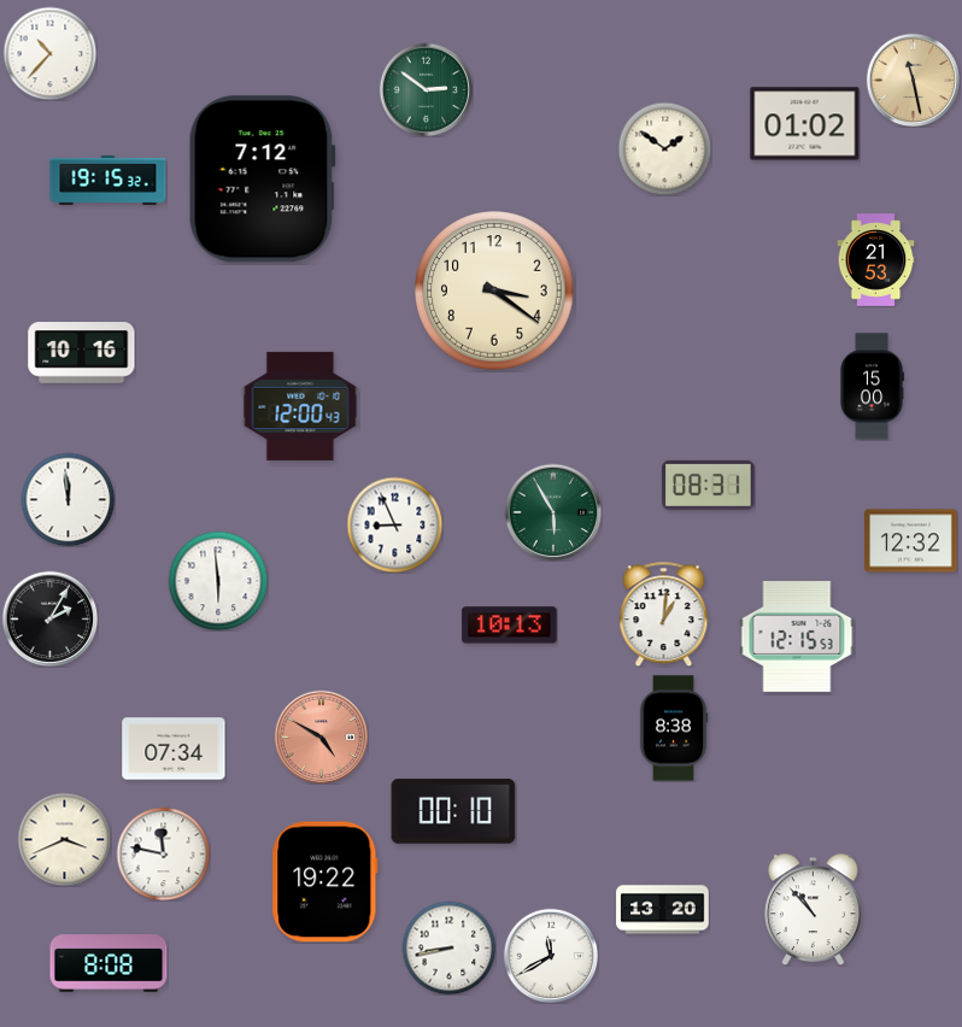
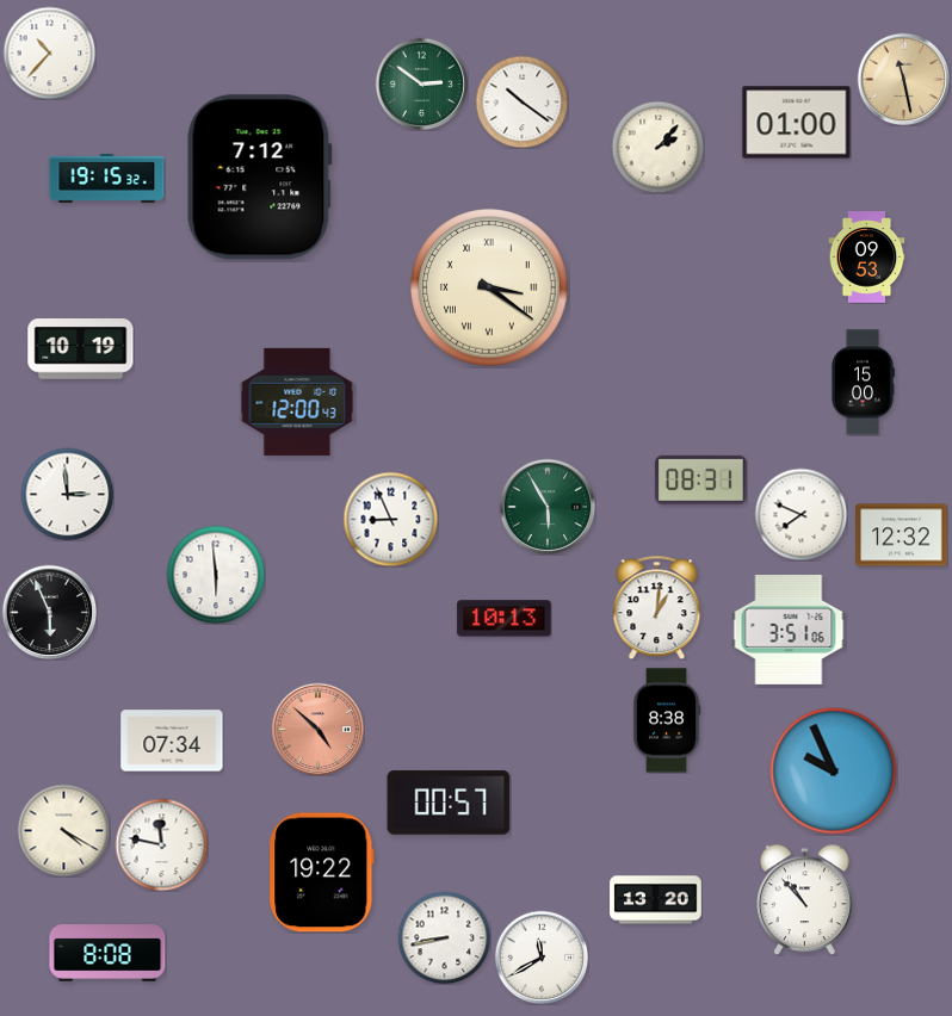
clock at (426, 89) position: (426, 89) -> (421, 83)
clock at (521, 101): none -> 10:21
clock at (805, 124): 01:02 -> 01:00
clock at (664, 148): 1:51 -> 2:07
clock at (876, 260): 21:53 -> 09:53
clock at (494, 291) numerals: Arabic -> Roman
clock at (82, 353): 10:16 -> 10:19
clock at (68, 499): 11:59 -> 2:59
clock at (800, 514): none -> 7:49
clock at (49, 618): 2:05 -> 5:56
clock at (797, 636): 12:15 -> 3:51
clock at (321, 736): 4:50 -> 4:52
clock at (834, 772): none -> 9:56
clock at (453, 811): 00:10 -> 00:57
clock at (64, 839): 3:41 -> 4:20
clock at (551, 956) position: (551, 956) -> (542, 958)
